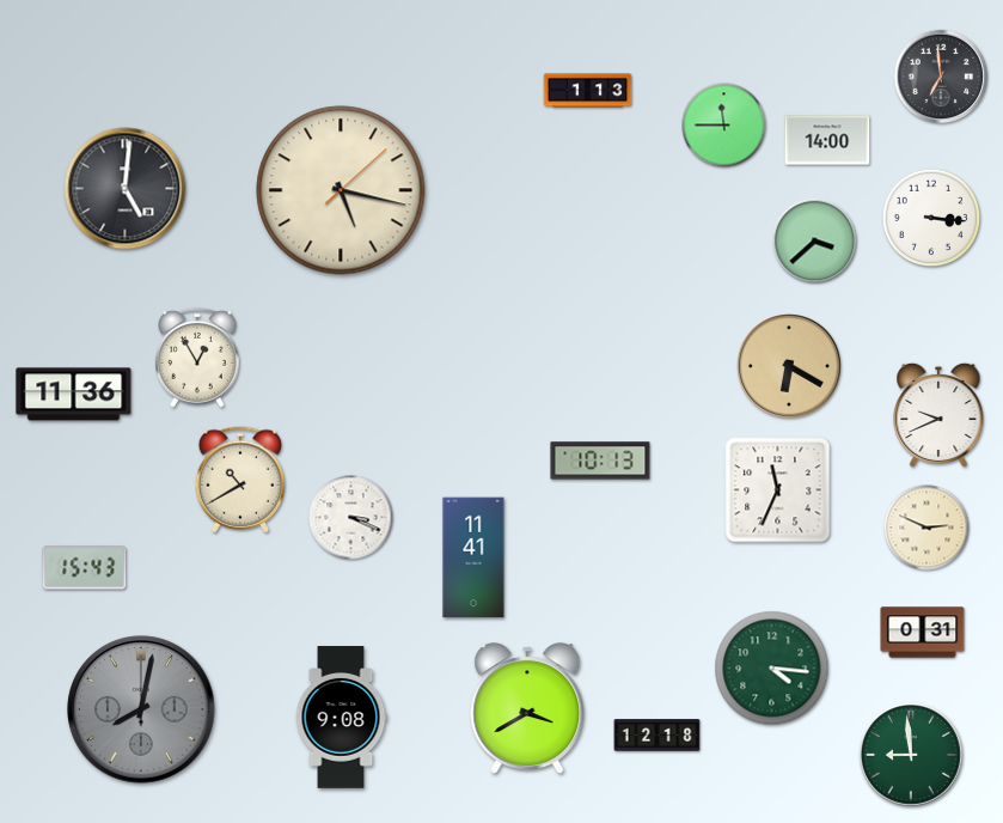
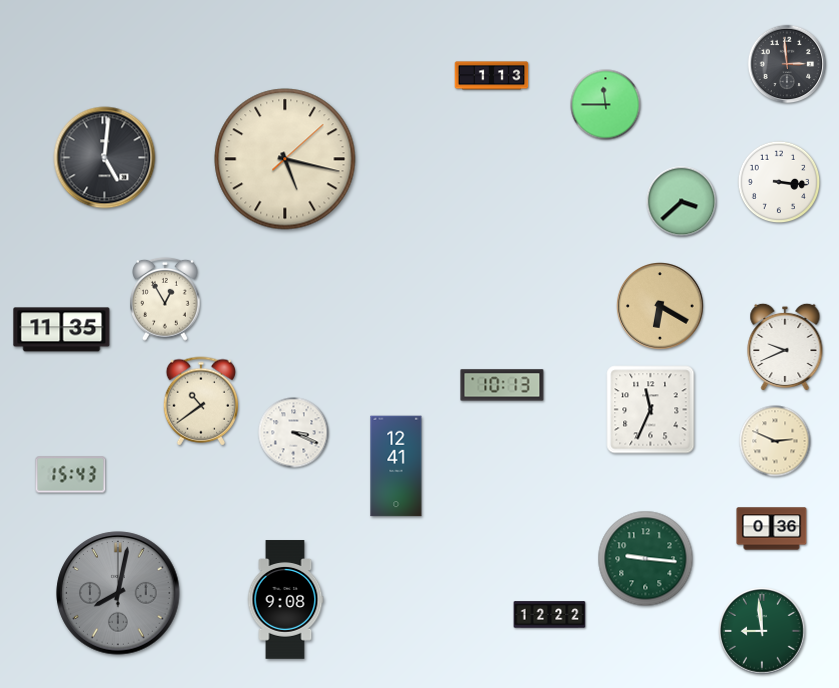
clock at (941, 77): 6:59 -> 2:59
clock at (827, 140): 14:00 -> none
clock at (74, 395): 11:36 -> 11:35
clock at (239, 480): 10:40 -> 10:39
clock at (473, 557): 11:41 -> 12:41
clock at (923, 633): 0:31 -> 0:36
clock at (772, 669): 4:16 -> 9:16
clock at (527, 708): 3:40 -> none
clock at (658, 736): 12:18 -> 12:22
